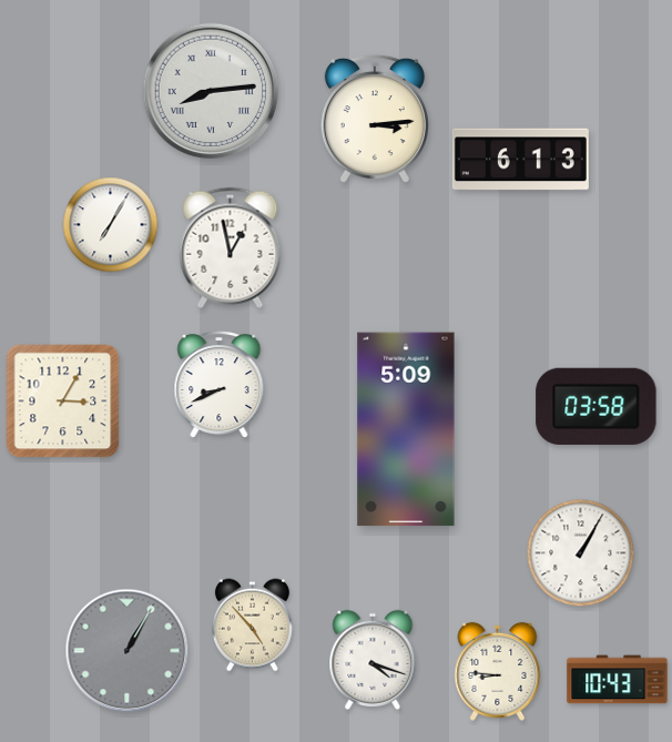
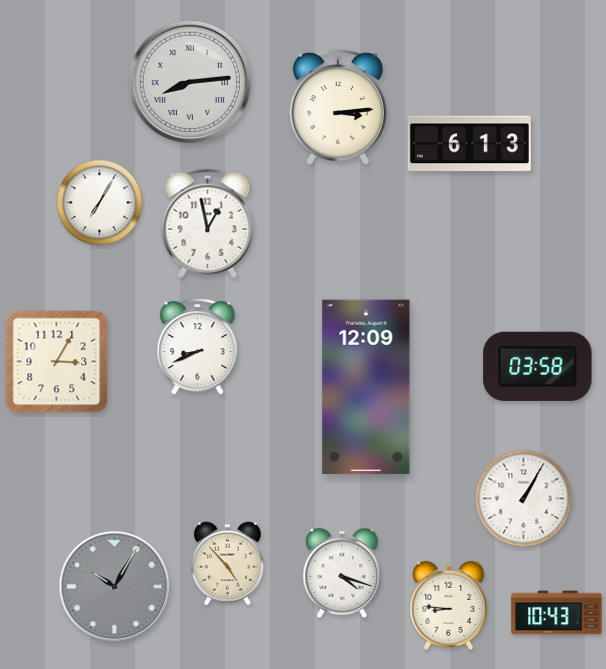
clock at (406, 429): 5:09 -> 12:09
clock at (128, 651): 1:05 -> 10:05
clock at (373, 660) position: (373, 660) -> (342, 573)
